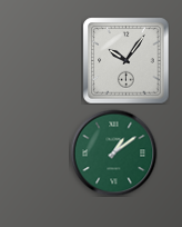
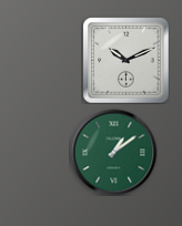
clock at (125, 60): 10:06 -> 10:11
